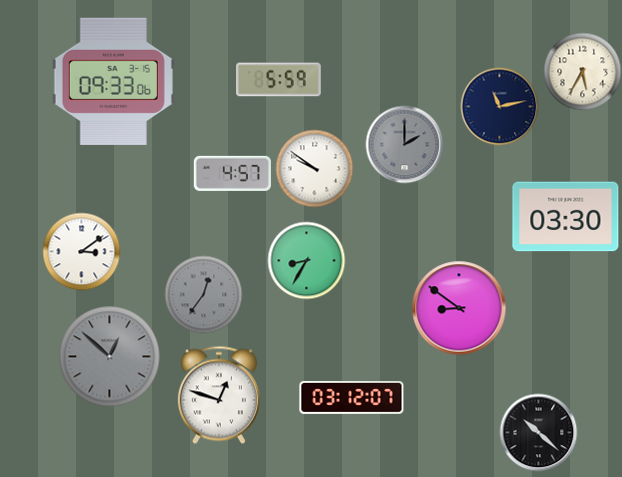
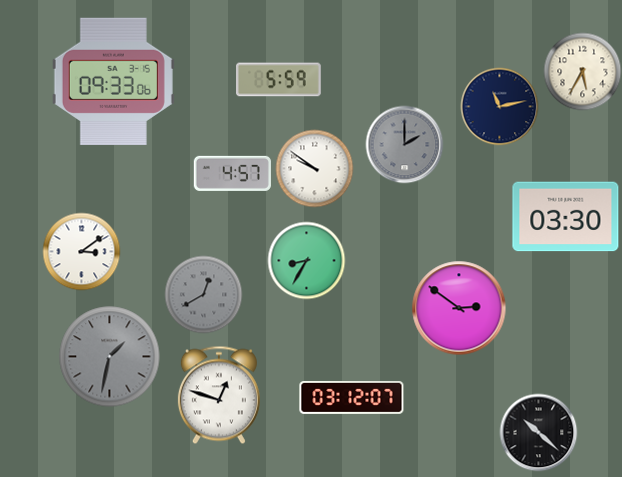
clock at (203, 294): 12:36 -> 12:40
clock at (459, 308): 8:51 -> 2:51
clock at (110, 357): 12:52 -> 1:32
